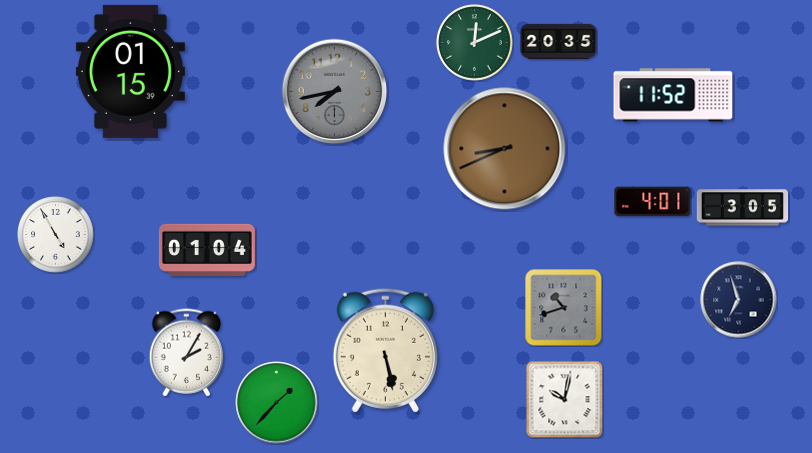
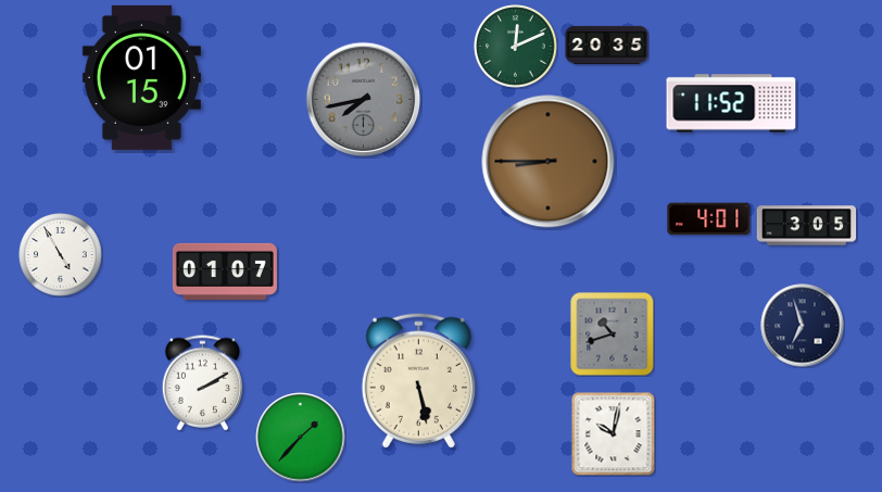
clock at (505, 149): 8:41 -> 8:45
clock at (207, 250): 01:04 -> 01:07
clock at (186, 353): 2:05 -> 2:10
